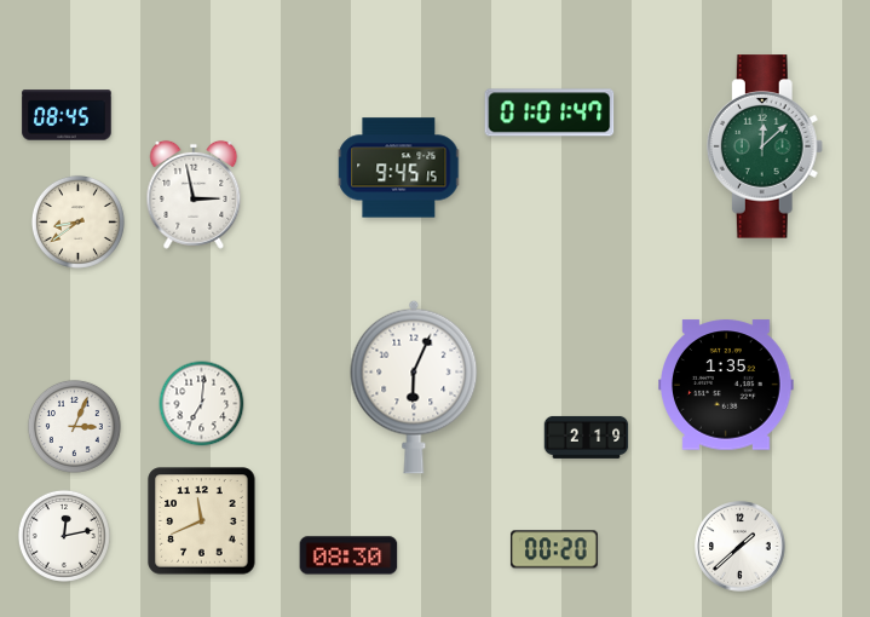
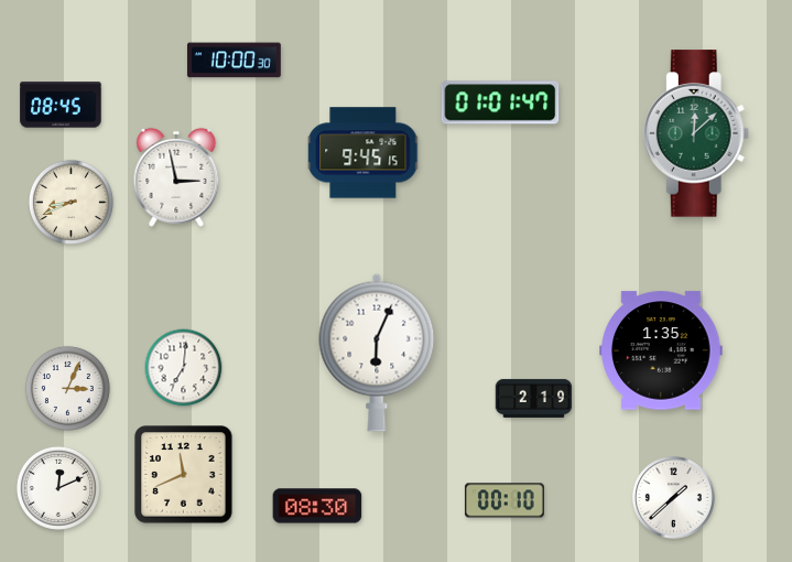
clock at (234, 61): none -> 10:00
clock at (77, 221): 8:39 -> 8:41
clock at (64, 536): 12:13 -> 12:11
clock at (554, 549): 00:20 -> 00:10
